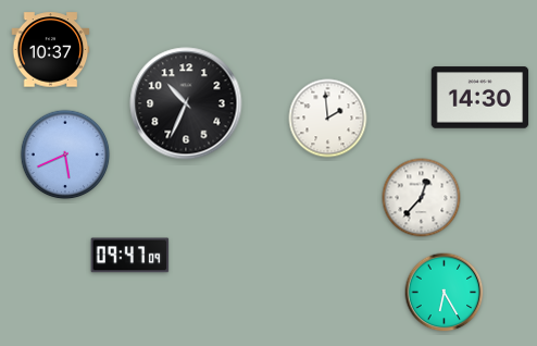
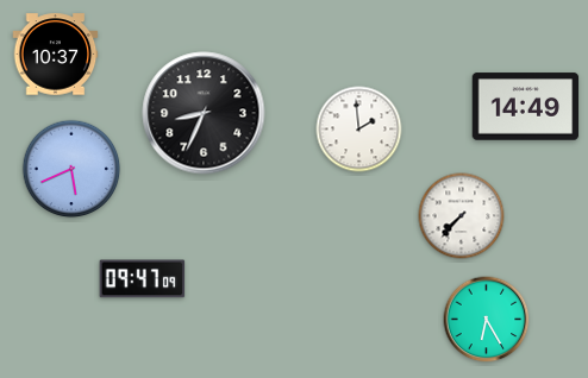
clock at (480, 98): 14:30 -> 14:49
clock at (186, 103): 10:34 -> 8:34
clock at (422, 198): 12:37 -> 7:37
